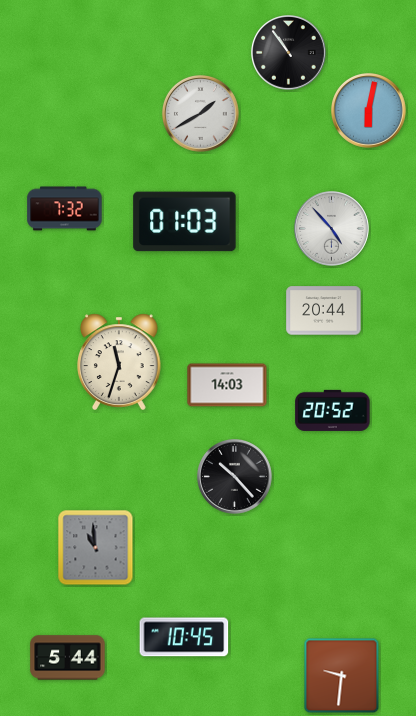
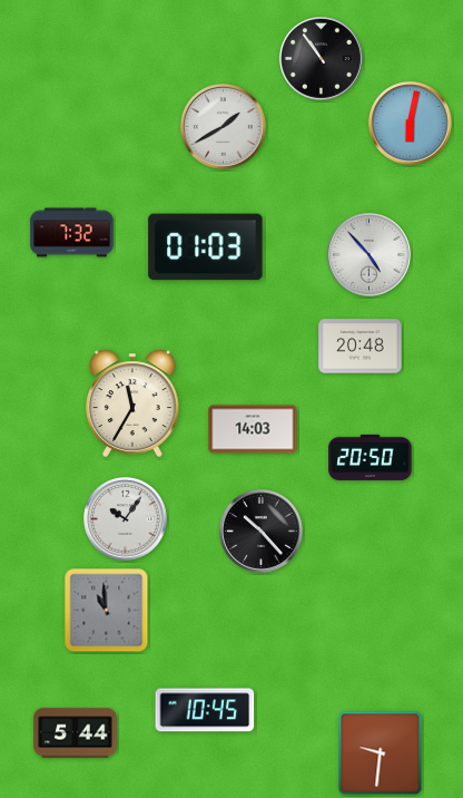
clock at (324, 311): 20:44 -> 20:48
clock at (120, 362): 11:33 -> 11:35
clock at (333, 410): 20:52 -> 20:50
clock at (126, 519): none -> 10:06
